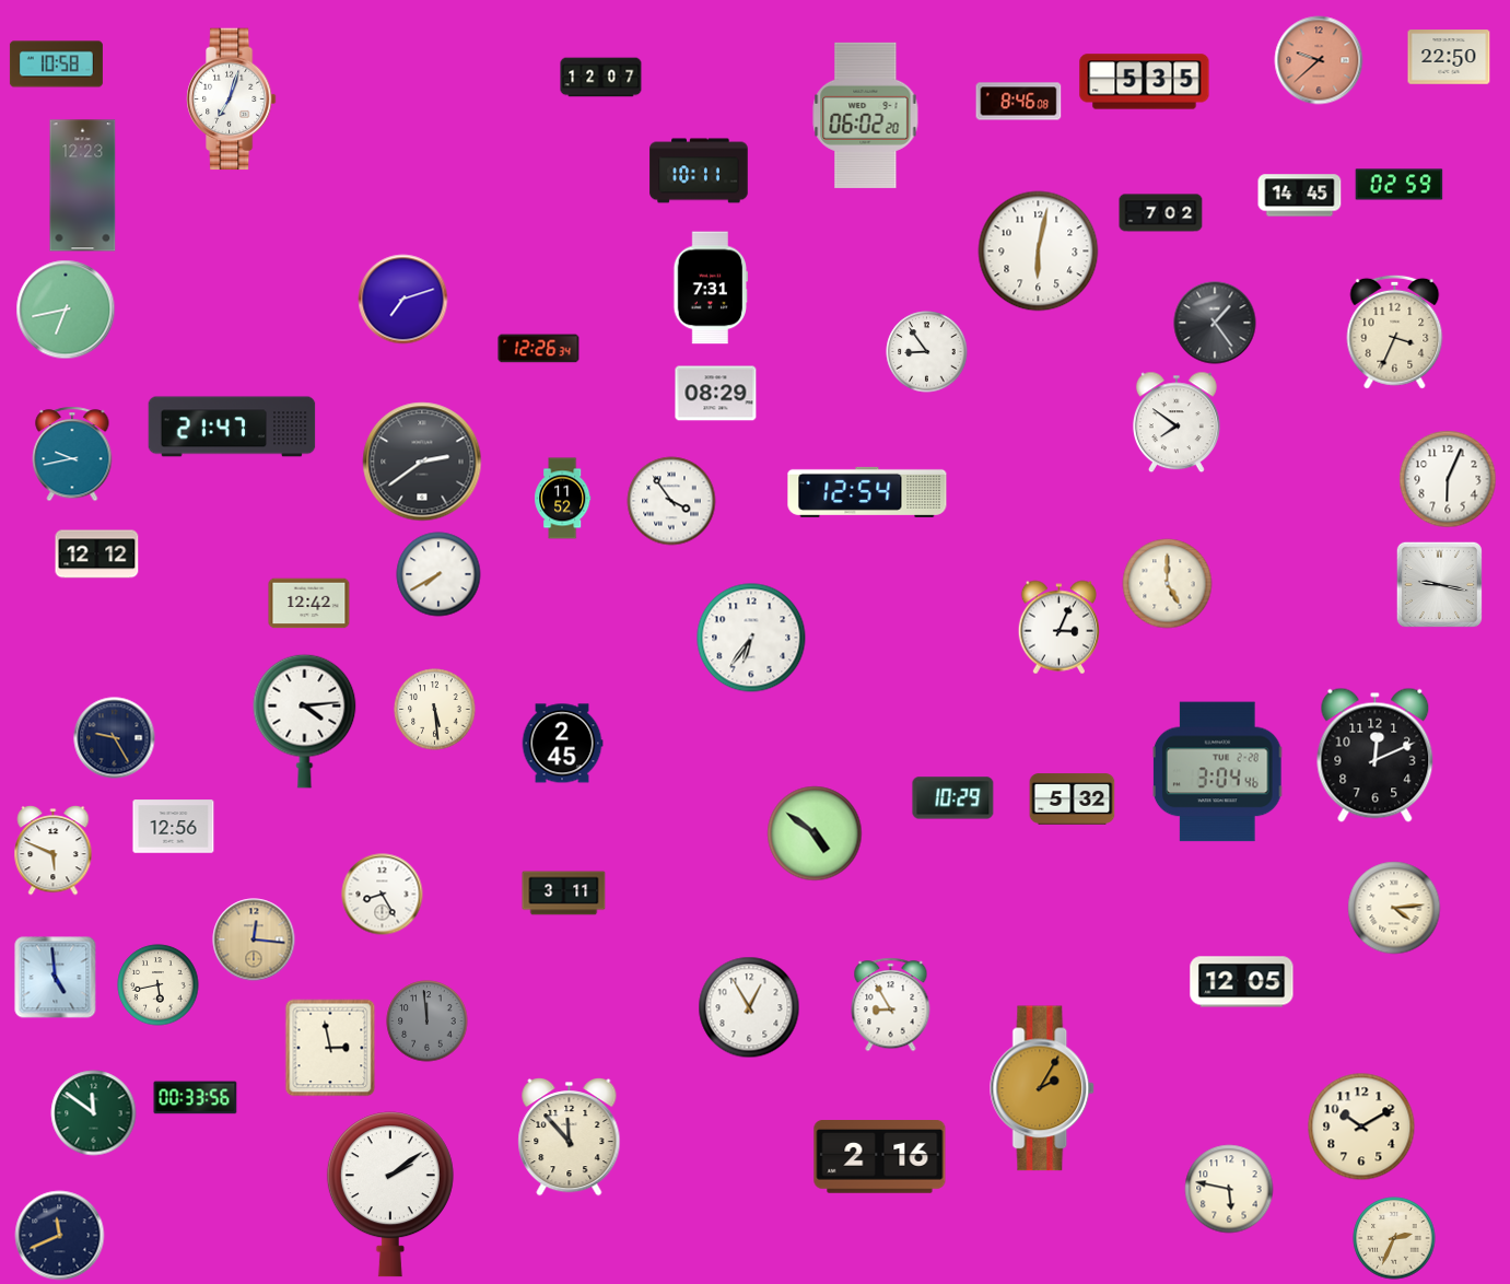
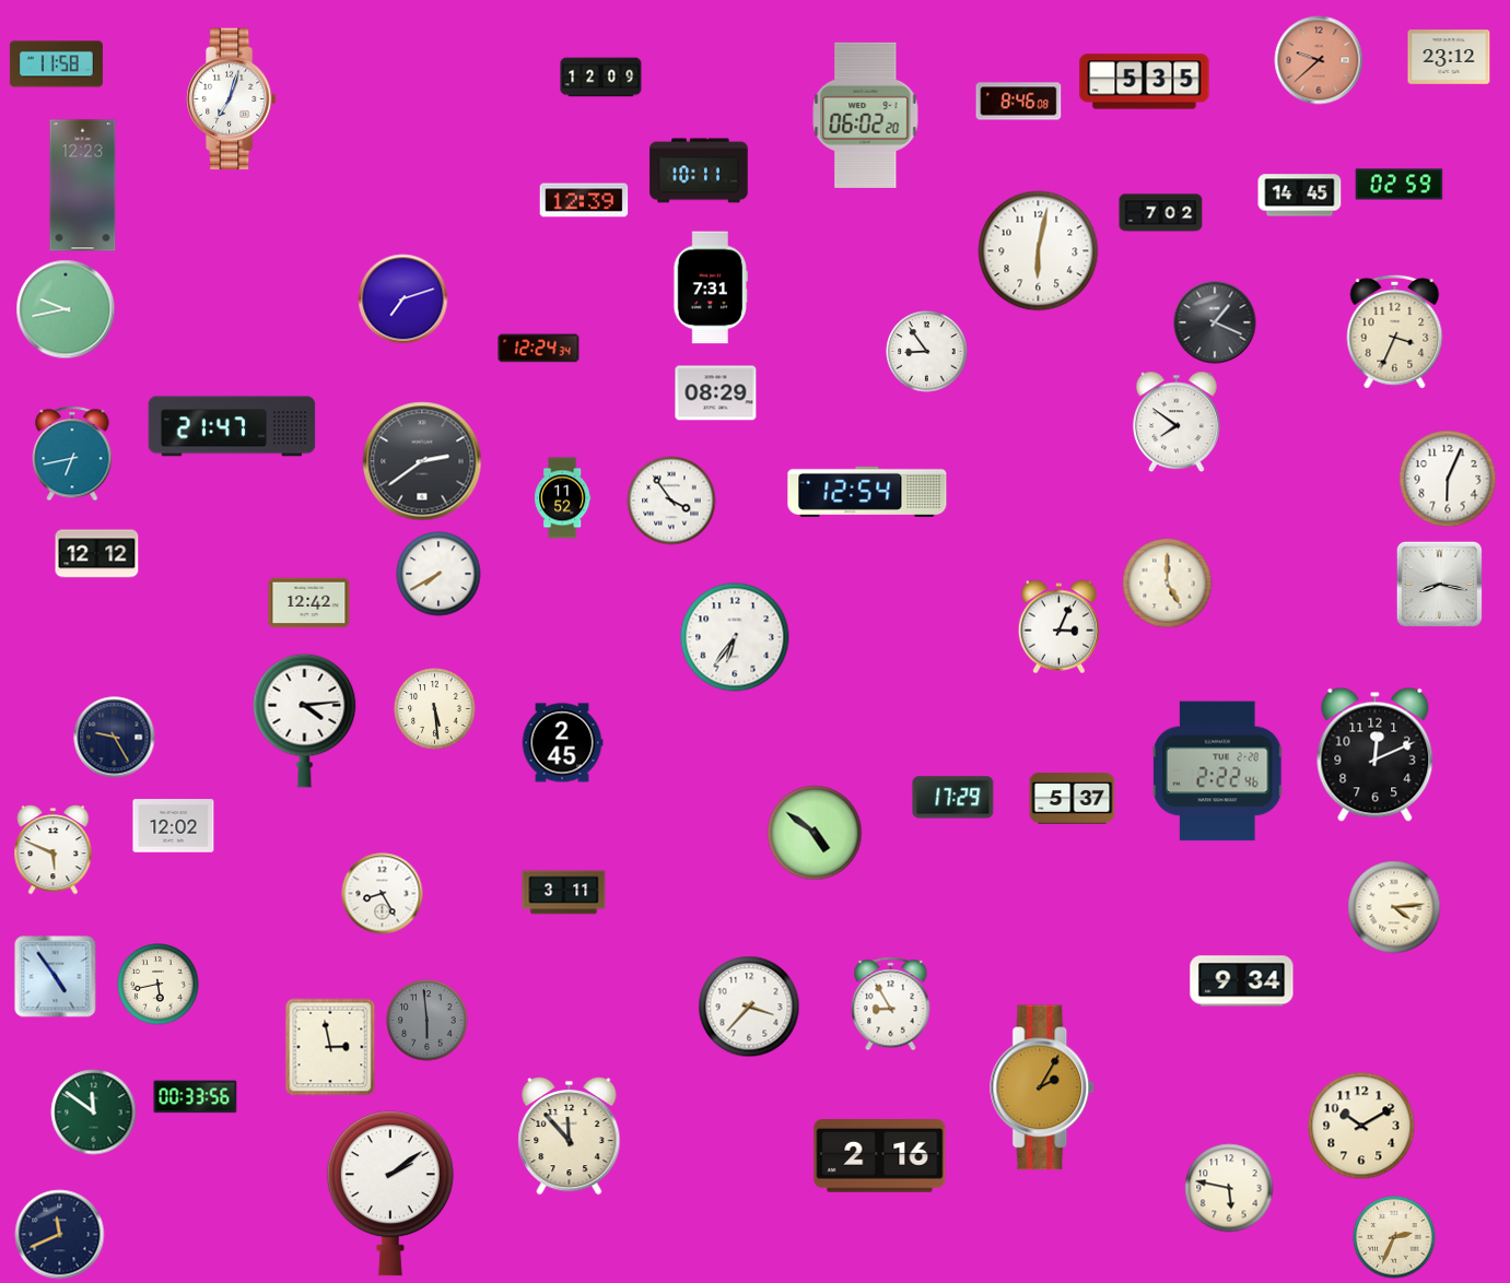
clock at (1449, 57): 22:50 -> 23:12
clock at (56, 65): 10:58 -> 11:58
clock at (601, 78): 12:07 -> 12:09
clock at (584, 200): none -> 12:39
clock at (66, 310): 6:43 -> 9:43
clock at (1215, 323): 1:24 -> 1:19
clock at (539, 349): 12:26 -> 12:24
clock at (72, 454): 9:43 -> 6:43
clock at (1439, 584): 9:17 -> 8:17
clock at (751, 638) position: (751, 638) -> (735, 637)
clock at (1217, 772): 3:04 -> 2:22
clock at (953, 798): 10:29 -> 17:29
clock at (1073, 799): 5:32 -> 5:37
clock at (174, 827): 12:56 -> 12:02
clock at (254, 939): 12:16 -> none
clock at (56, 978): 4:59 -> 4:54
clock at (1242, 982): 12:05 -> 9:34
clock at (749, 1007): 12:55 -> 3:37
clock at (428, 1022): 11:59 -> 5:59
